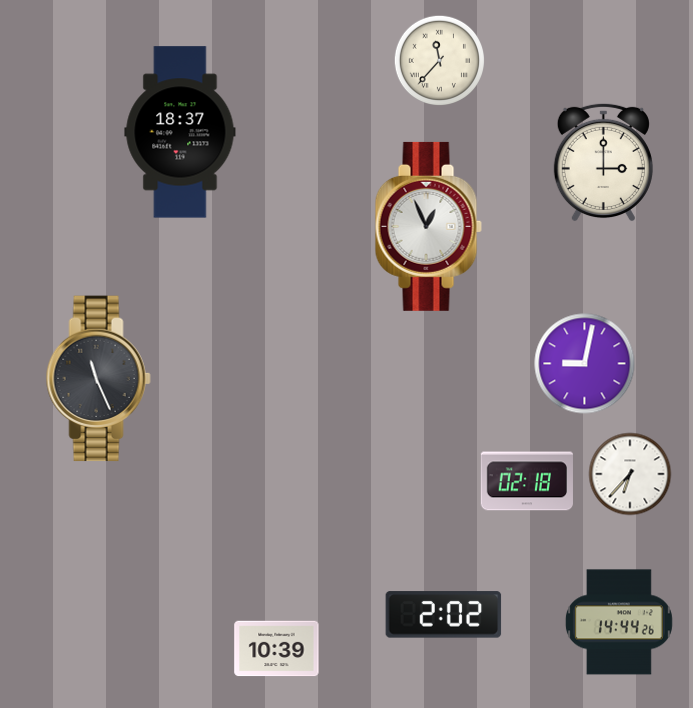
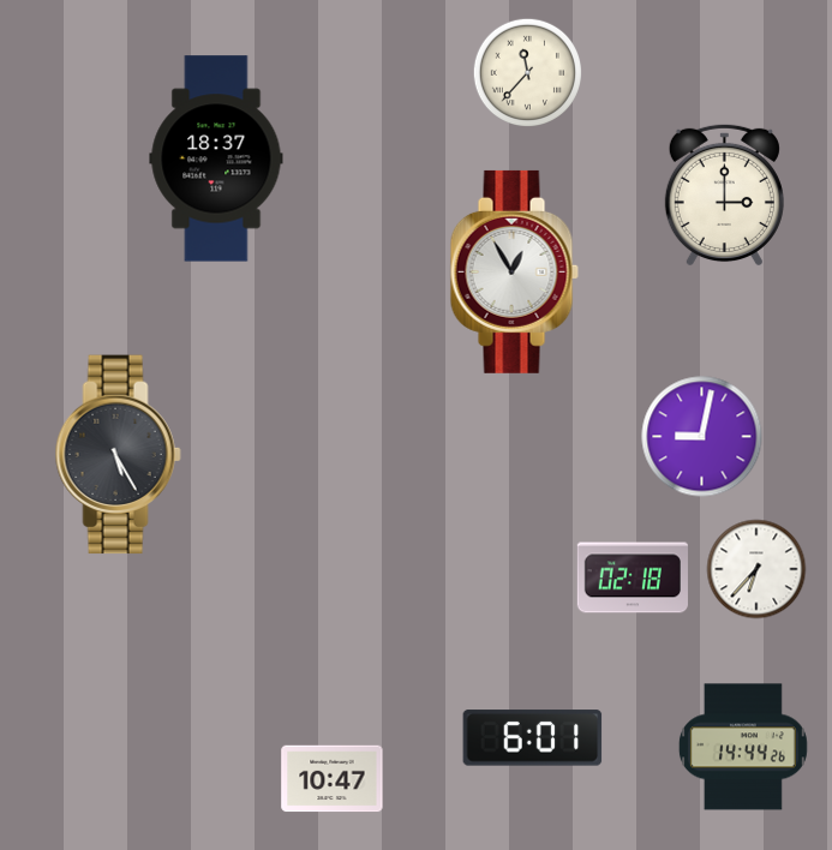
clock at (428, 226): 12:56 -> 12:55
clock at (98, 379): 11:26 -> 5:25
clock at (444, 615): 2:02 -> 6:01
clock at (277, 649): 10:39 -> 10:47
